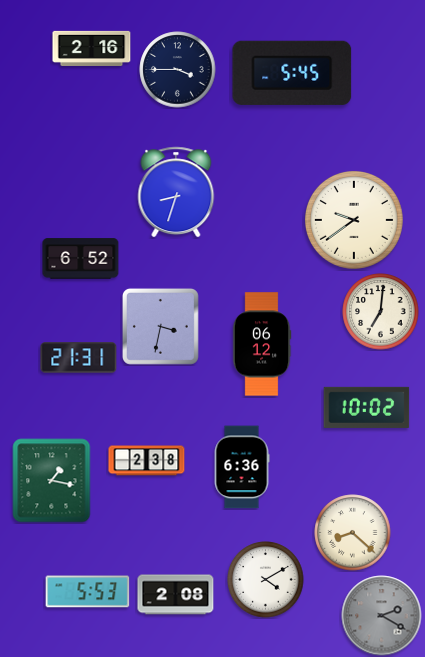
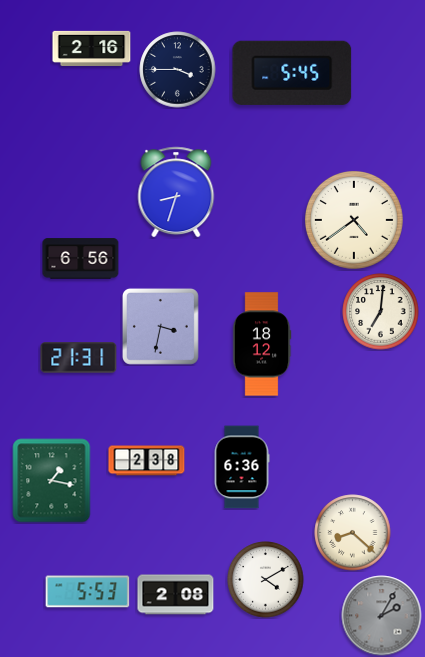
clock at (354, 220): 9:39 -> 4:39
clock at (81, 259): 6:52 -> 6:56
clock at (262, 344): 06:12 -> 18:12
clock at (367, 407): 10:02 -> none
clock at (382, 616): 2:20 -> 2:05
